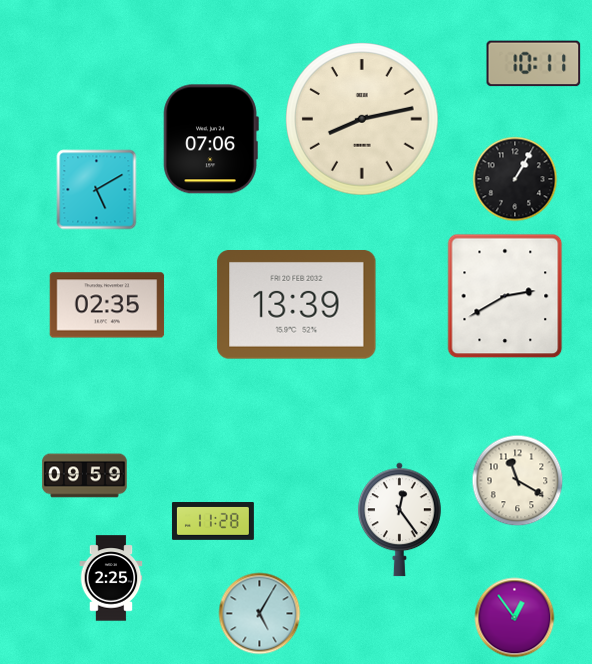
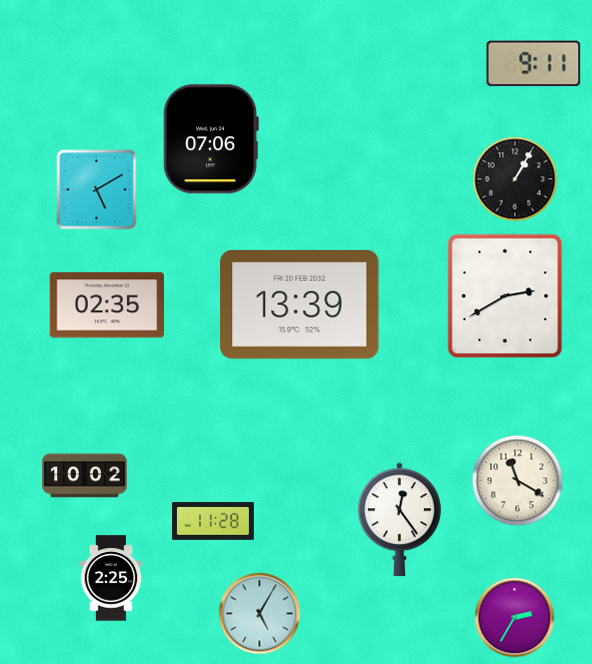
clock at (534, 64): 10:11 -> 9:11
clock at (362, 119): 8:13 -> none
clock at (297, 305) position: (297, 305) -> (300, 305)
clock at (85, 476): 09:59 -> 10:02
clock at (515, 618): 12:54 -> 2:35
